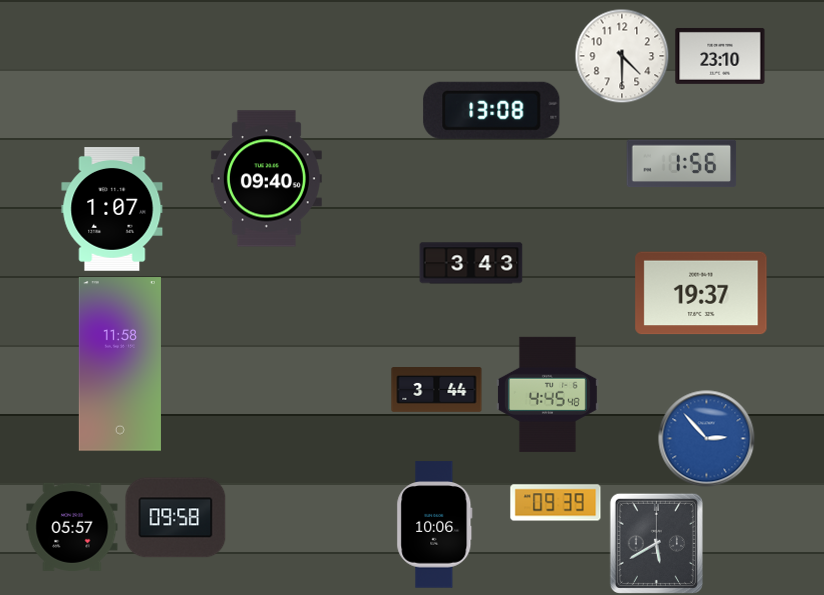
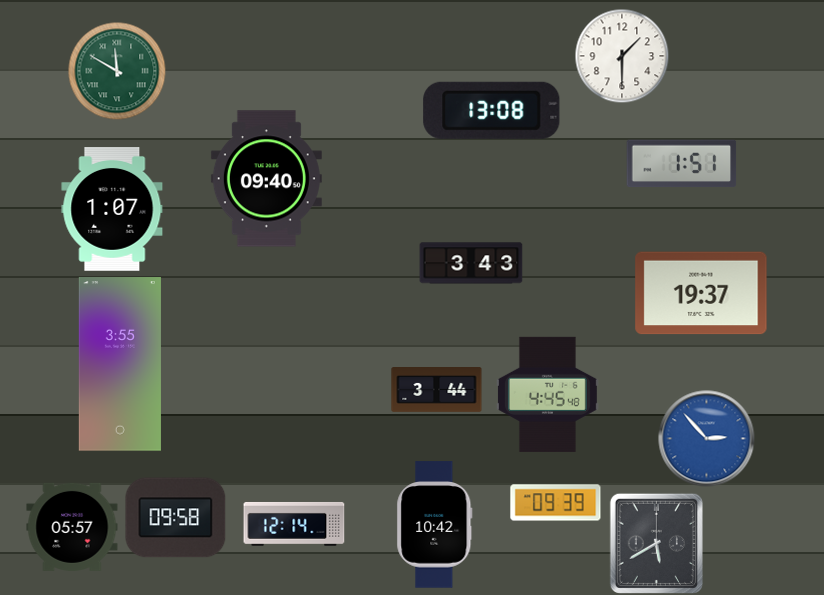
clock at (622, 56): 4:30 -> 1:30
clock at (720, 56): 23:10 -> none
clock at (117, 71): none -> 11:50
clock at (682, 164): 1:56 -> 1:51
clock at (120, 364): 11:58 -> 3:55
clock at (294, 524): none -> 12:14
clock at (435, 525): 10:06 -> 10:42
